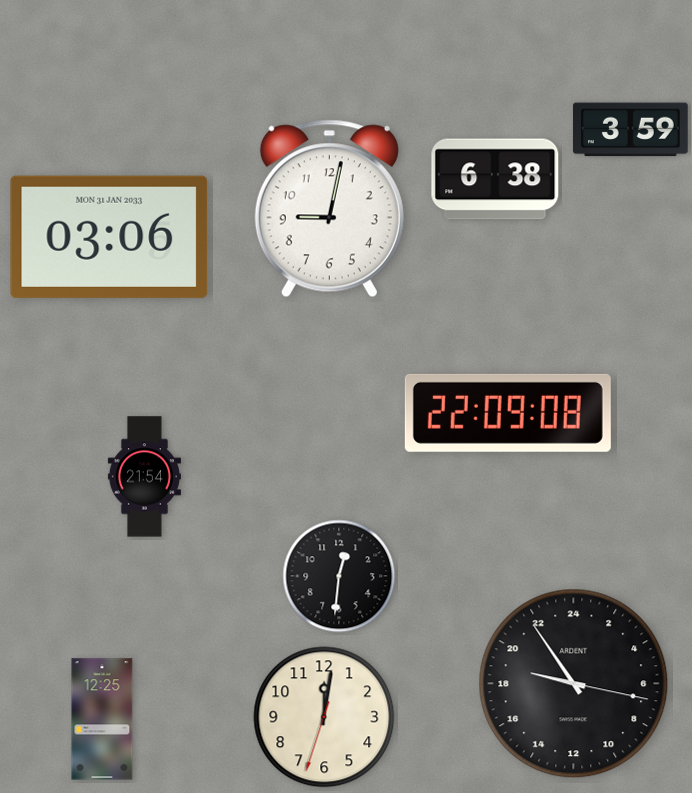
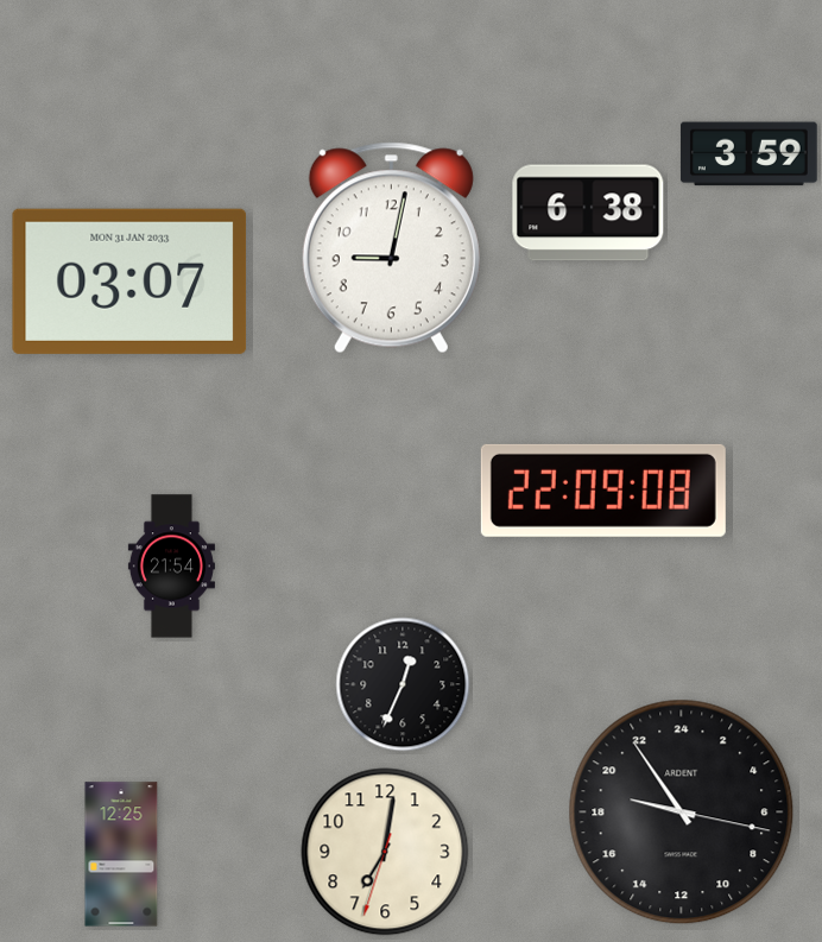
clock at (109, 237): 03:06 -> 03:07
clock at (339, 576): 12:31 -> 12:34
clock at (324, 717): 12:01 -> 7:01
